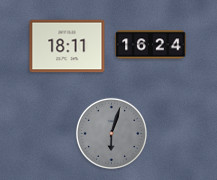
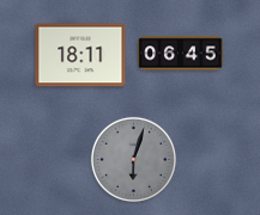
clock at (151, 45): 16:24 -> 06:45
